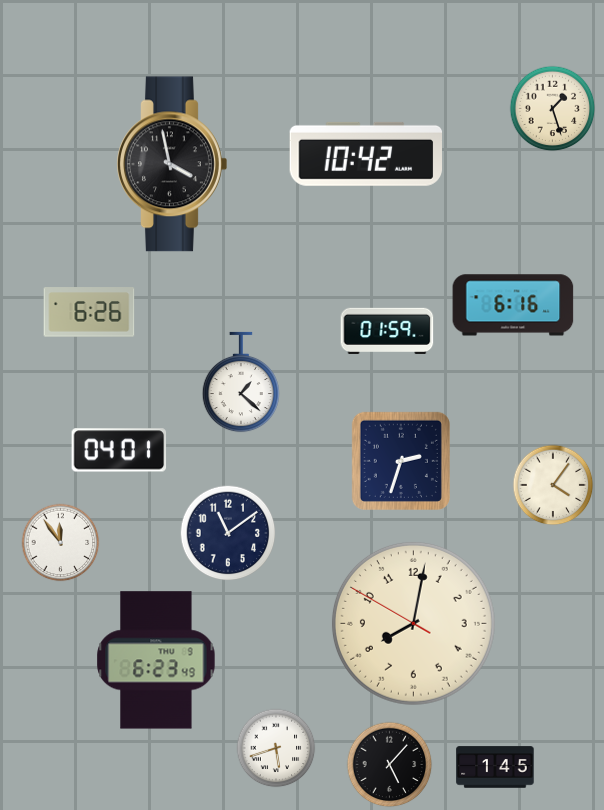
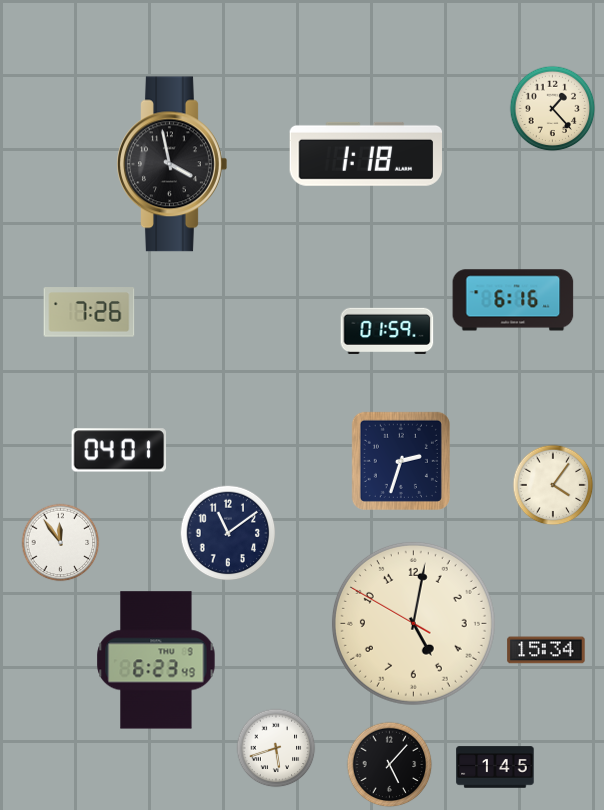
clock at (553, 109): 1:27 -> 1:23
clock at (366, 154): 10:42 -> 1:18
clock at (513, 305) position: (513, 305) -> (513, 300)
clock at (89, 312): 6:26 -> 7:26
clock at (241, 382): 1:22 -> none
clock at (413, 623): 8:01 -> 5:01
clock at (546, 650): none -> 15:34
